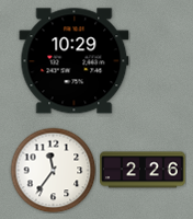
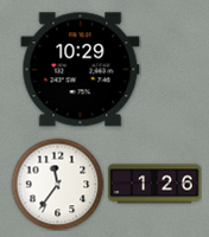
clock at (75, 61) position: (75, 61) -> (81, 70)
clock at (143, 170): 2:26 -> 1:26
